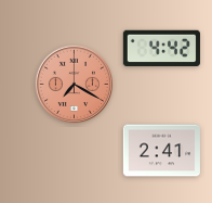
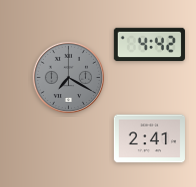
clock at (74, 84) dial: salmon -> grey
